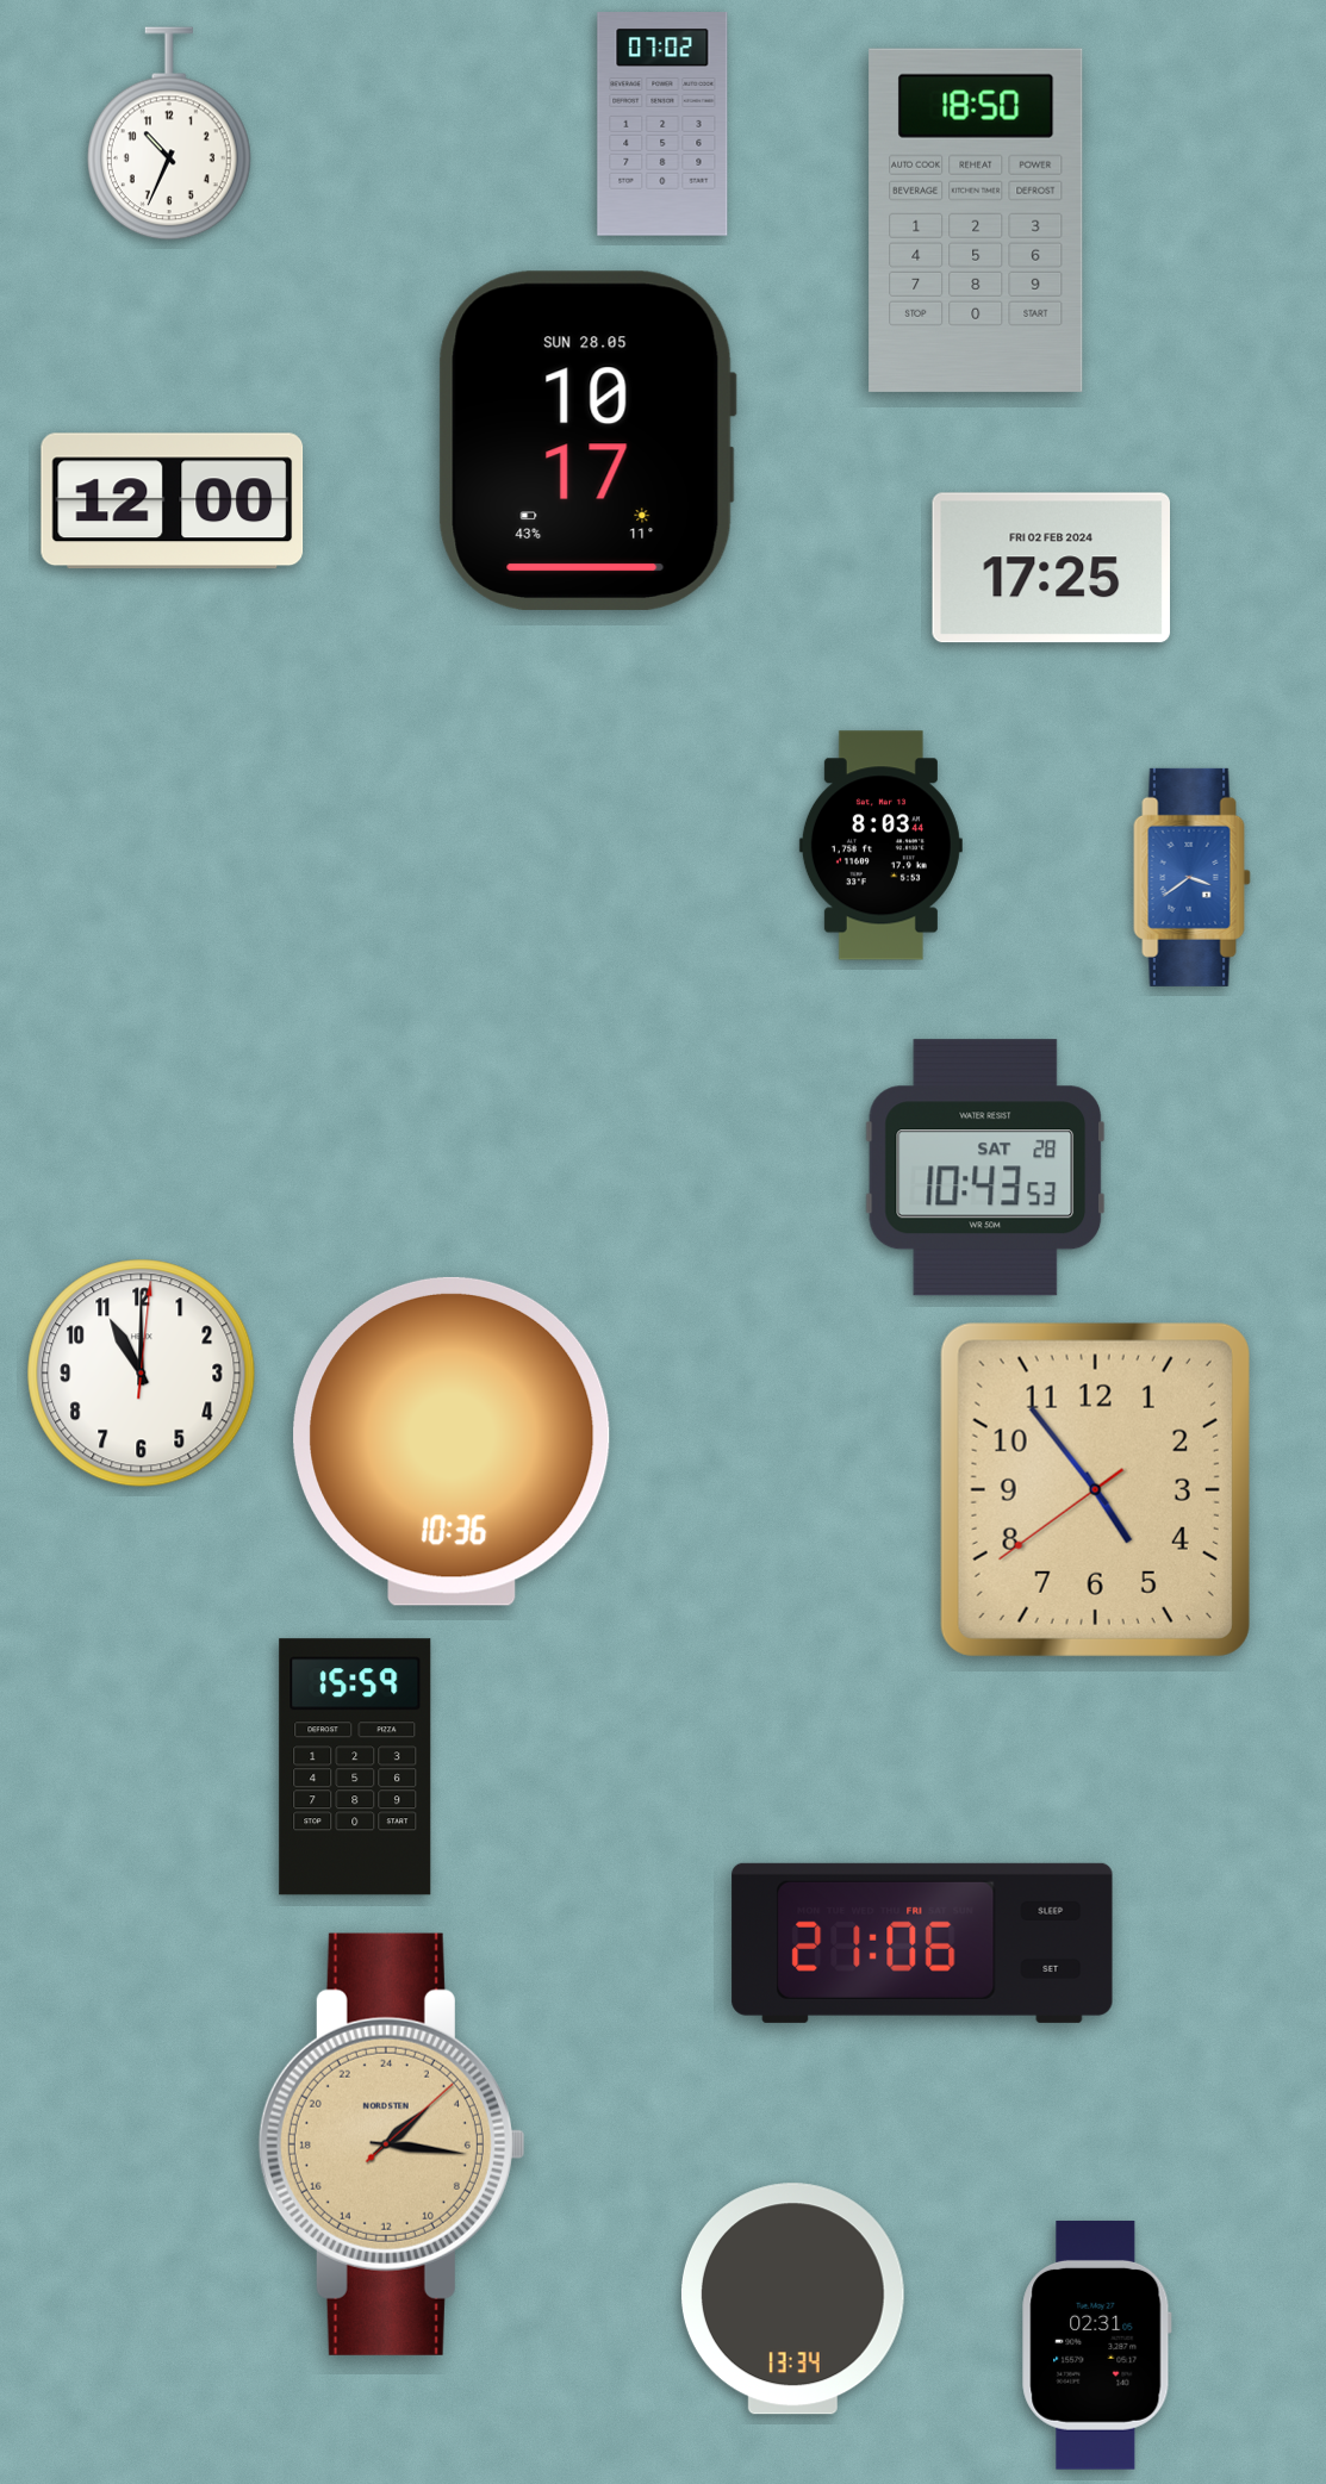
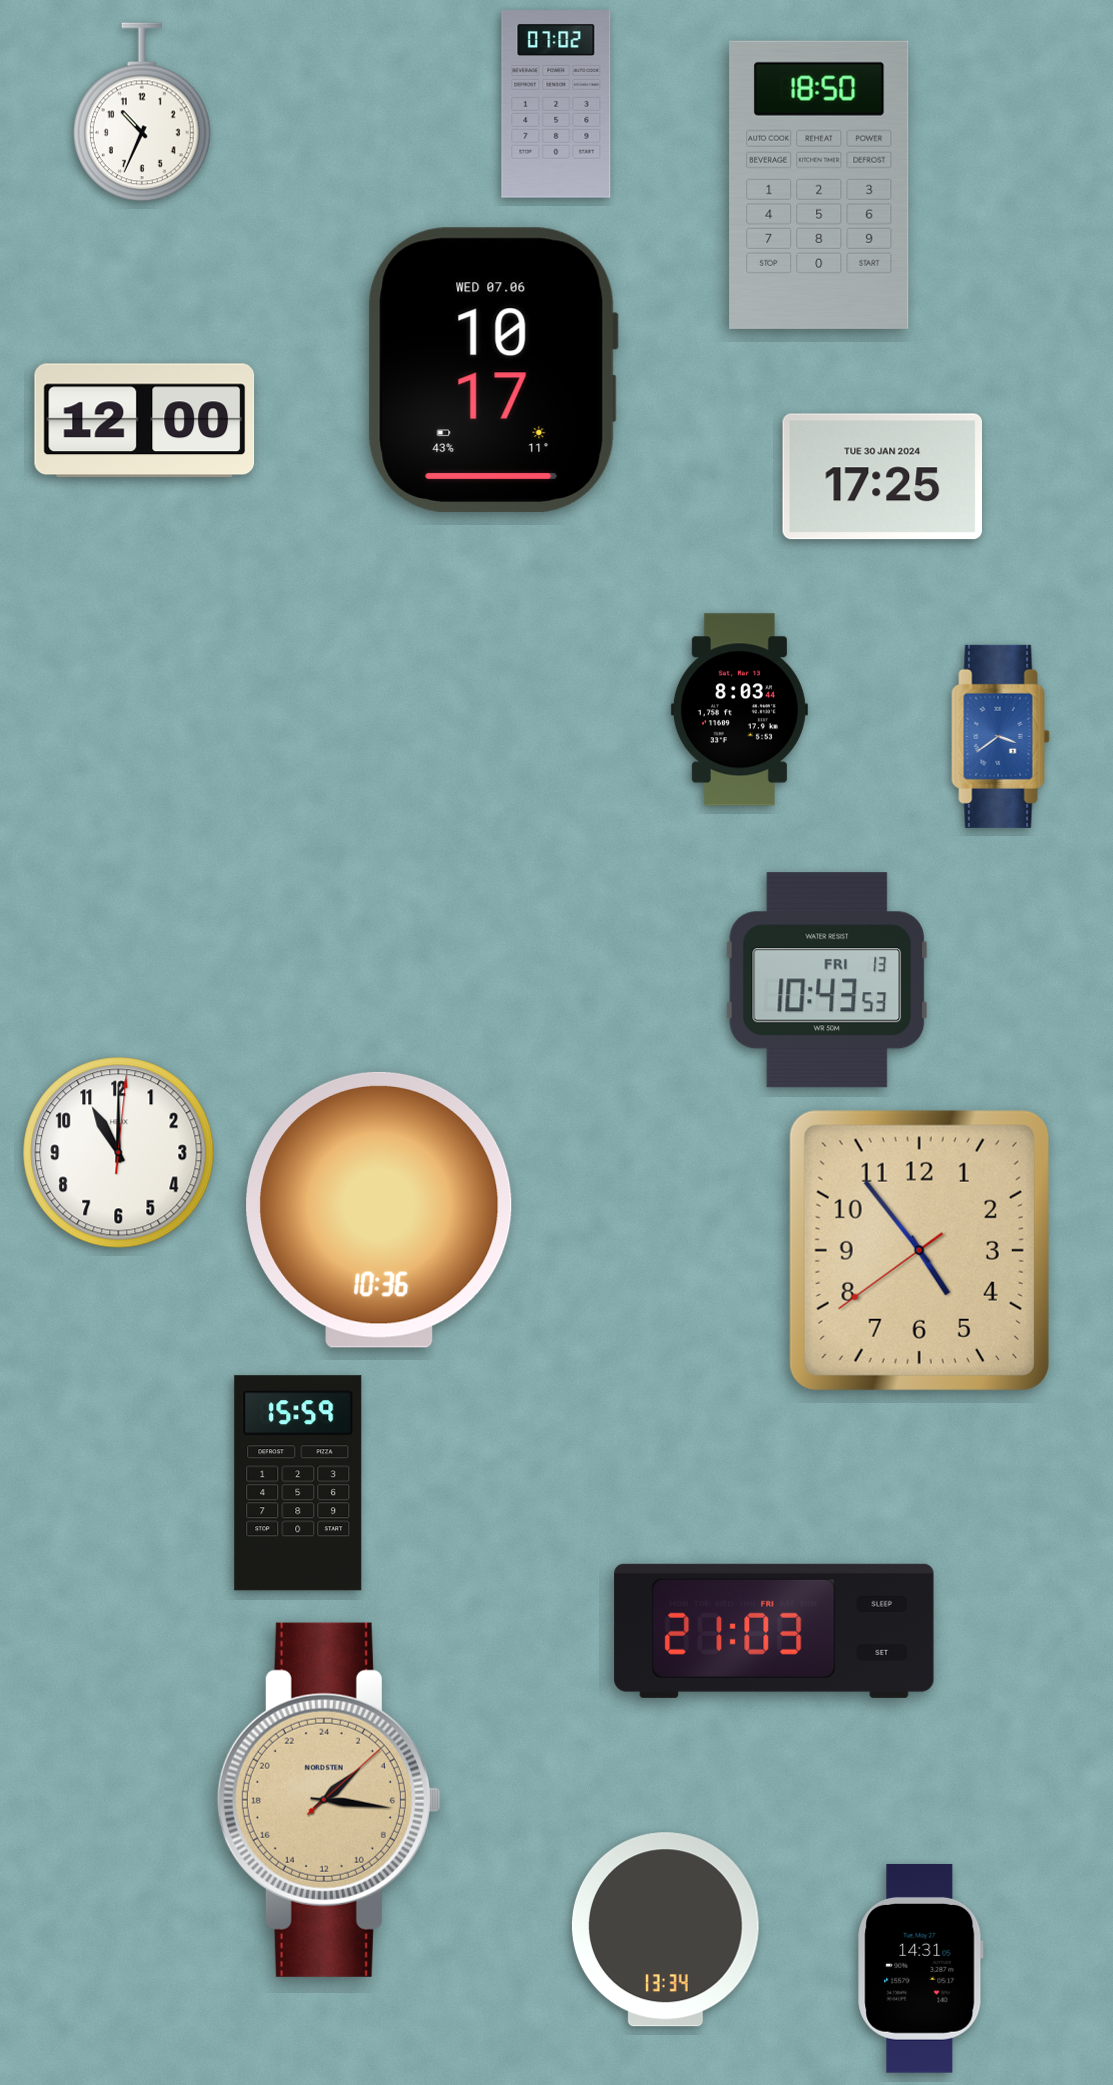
clock at (587, 441) date: SUN 28.05 -> WED 07.06
clock at (1051, 568) date: FRI 02 FEB 2024 -> TUE 30 JAN 2024
clock at (985, 1168) date: SAT 28 -> FRI 13
clock at (922, 1943): 21:06 -> 21:03
clock at (1097, 2345): 02:31 -> 14:31
